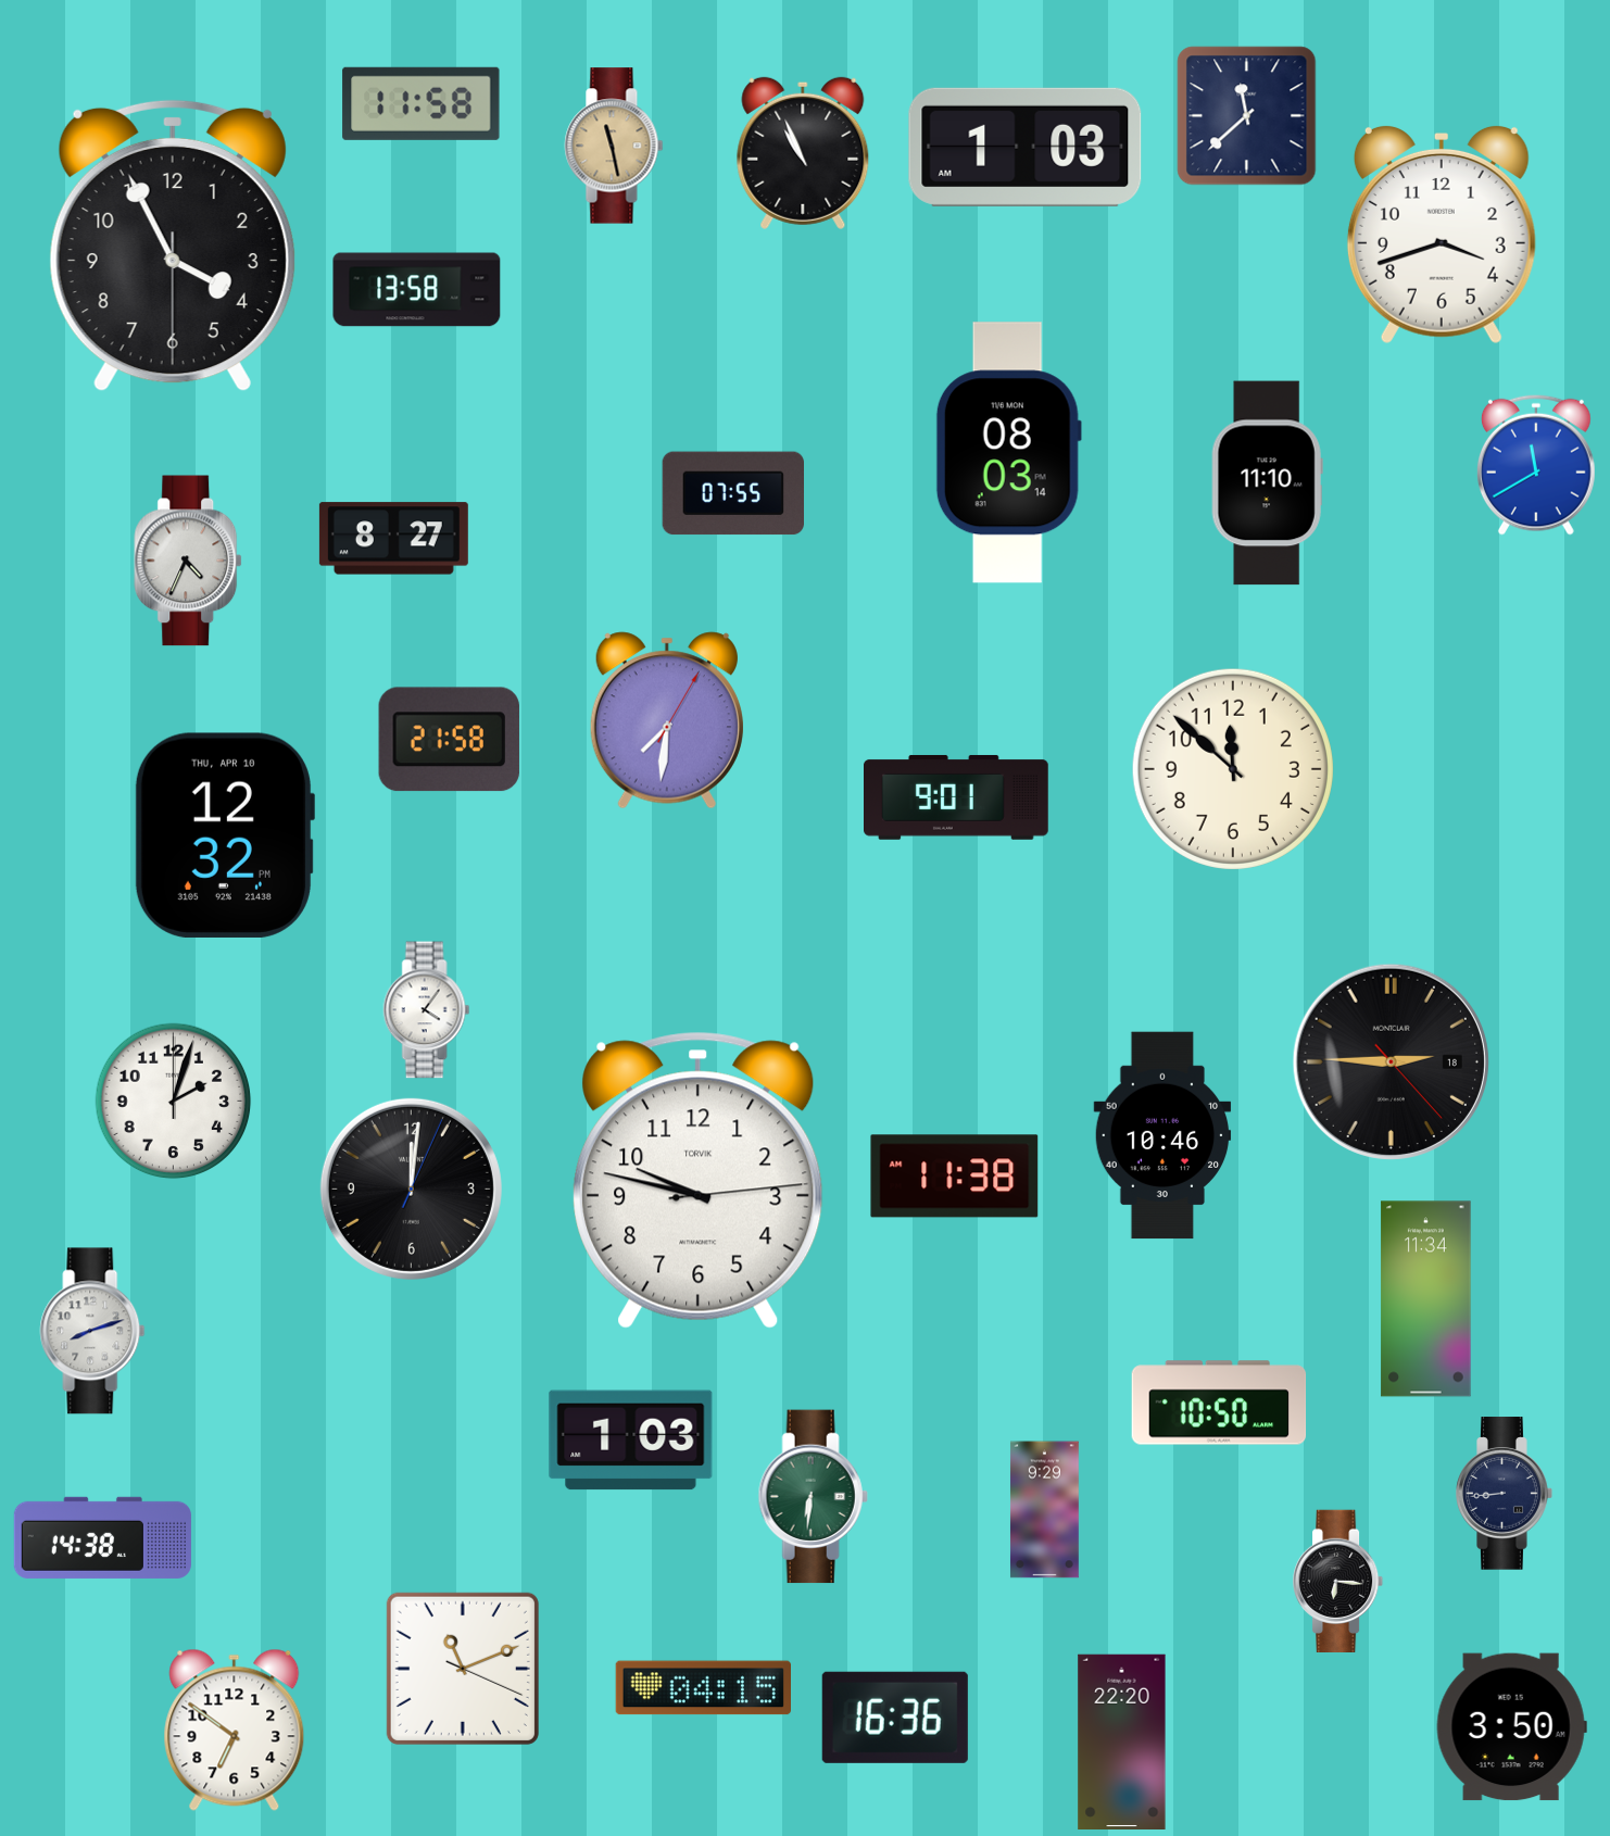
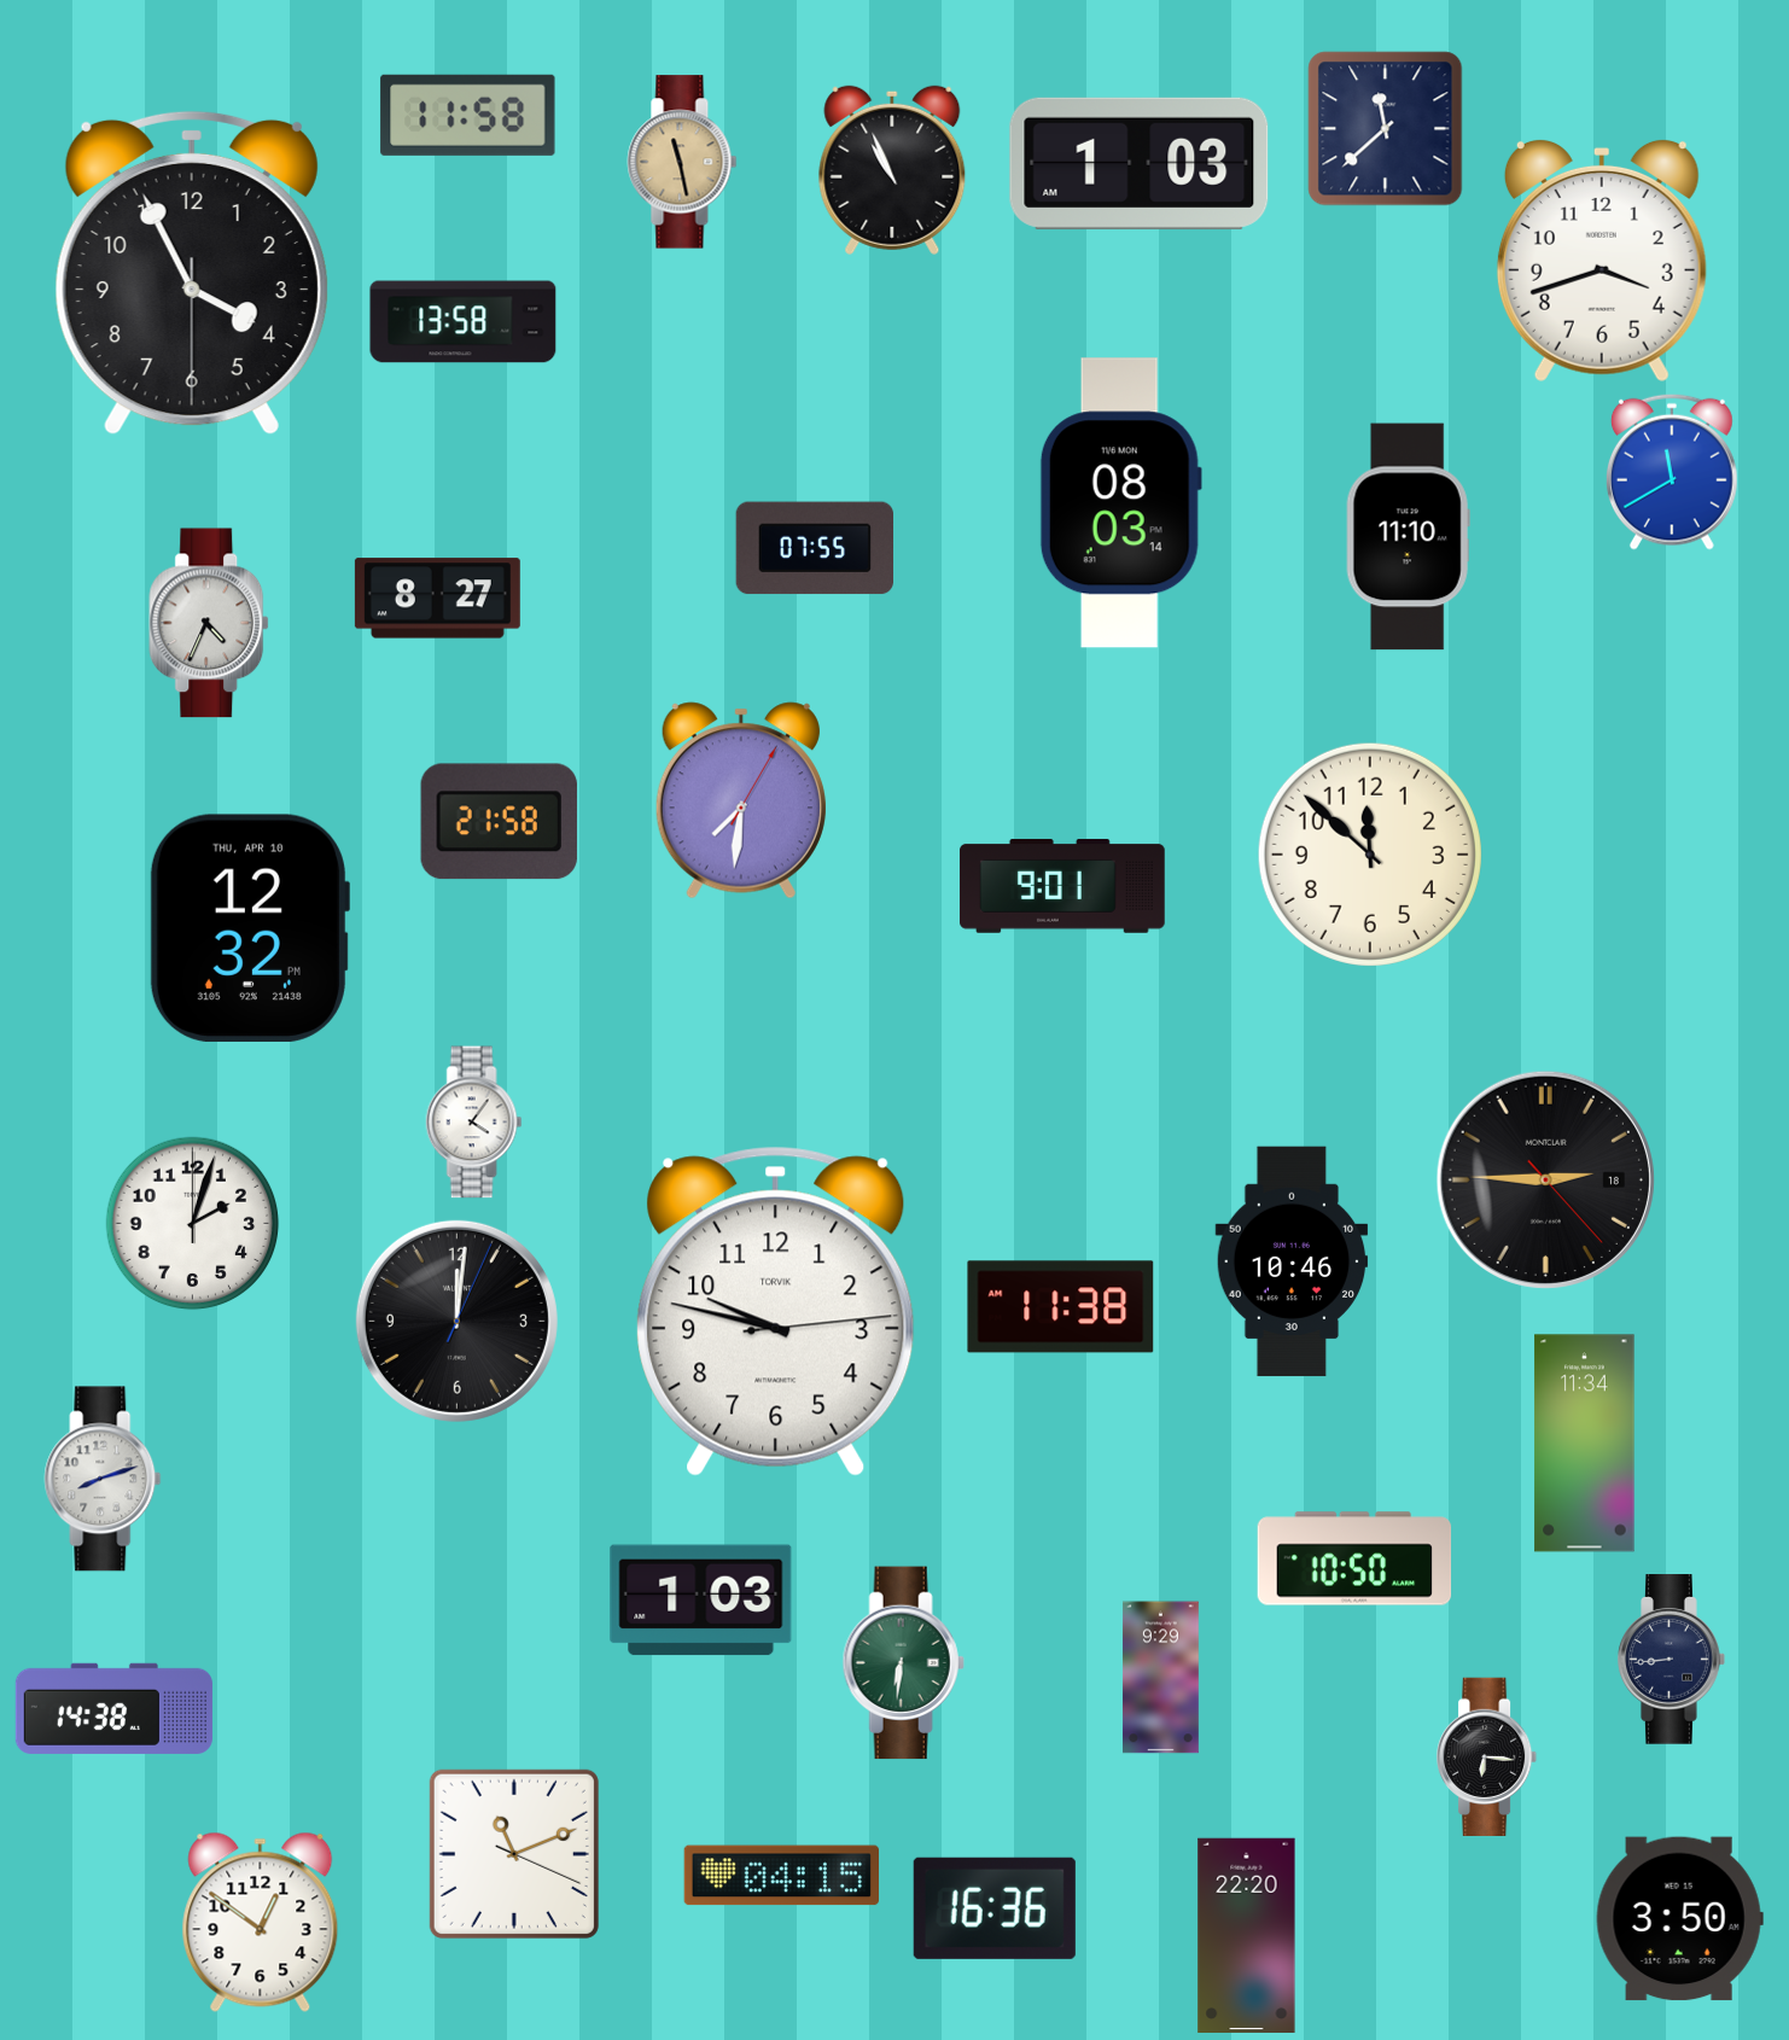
clock at (1536, 465) position: (1536, 465) -> (1672, 472)
clock at (235, 1730): 6:51 -> 12:51
